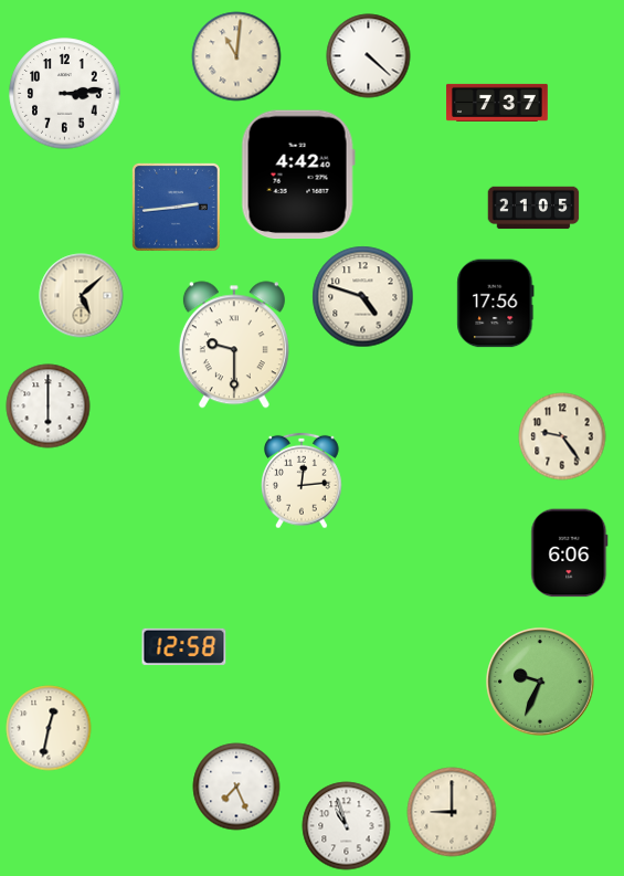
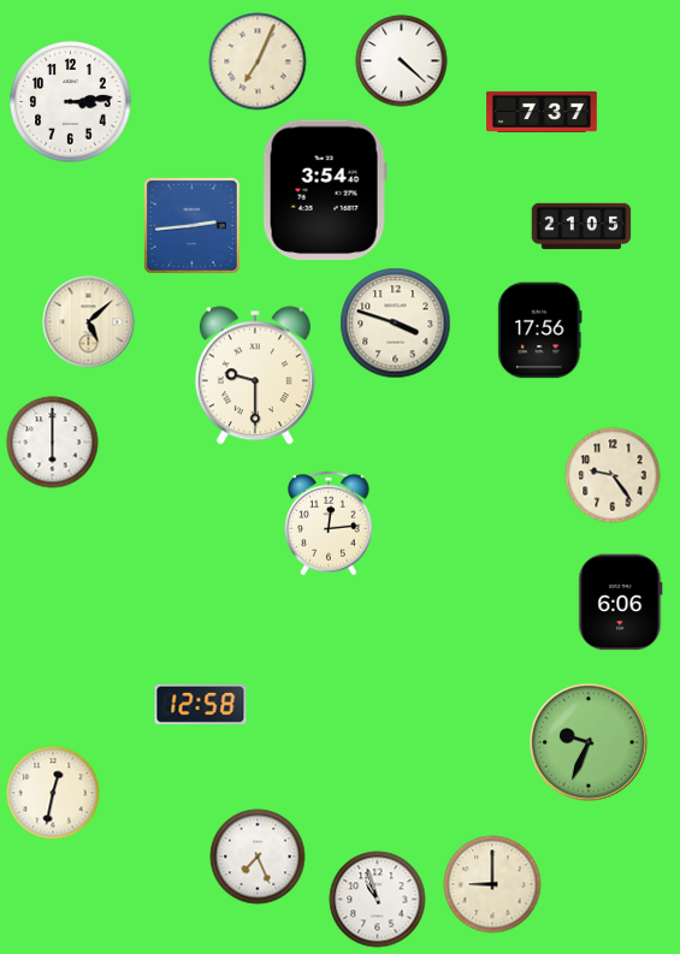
clock at (236, 56): 11:01 -> 7:04
clock at (298, 175): 4:42 -> 3:54
clock at (363, 297): 4:48 -> 3:48
